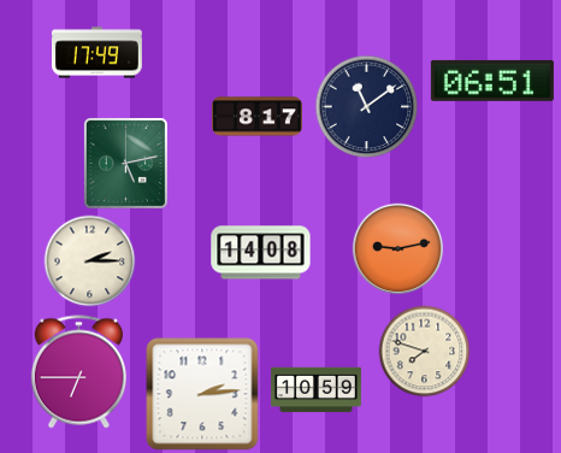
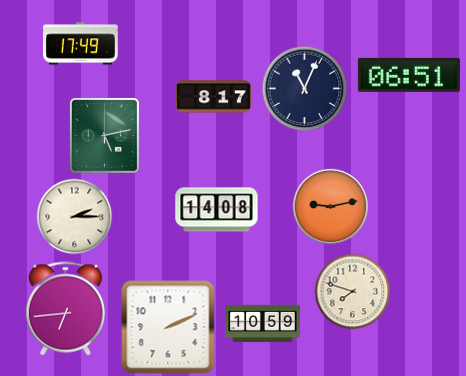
clock at (492, 81) position: (492, 81) -> (409, 75)
clock at (367, 107): 11:09 -> 11:04
clock at (78, 372): 6:45 -> 6:44
clock at (202, 394): 2:14 -> 2:11
